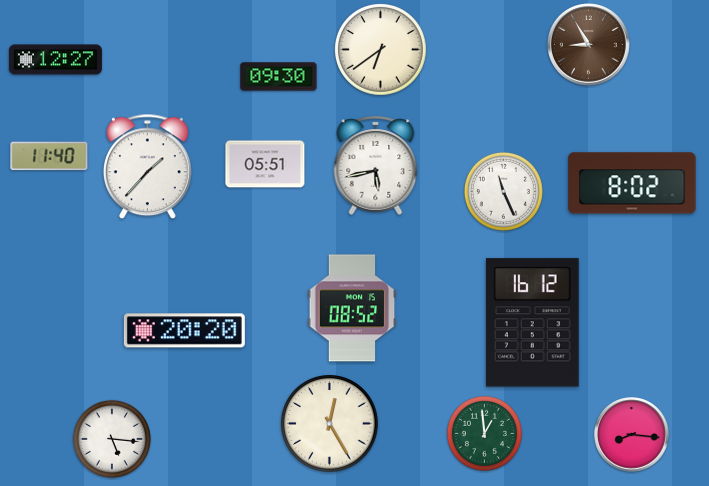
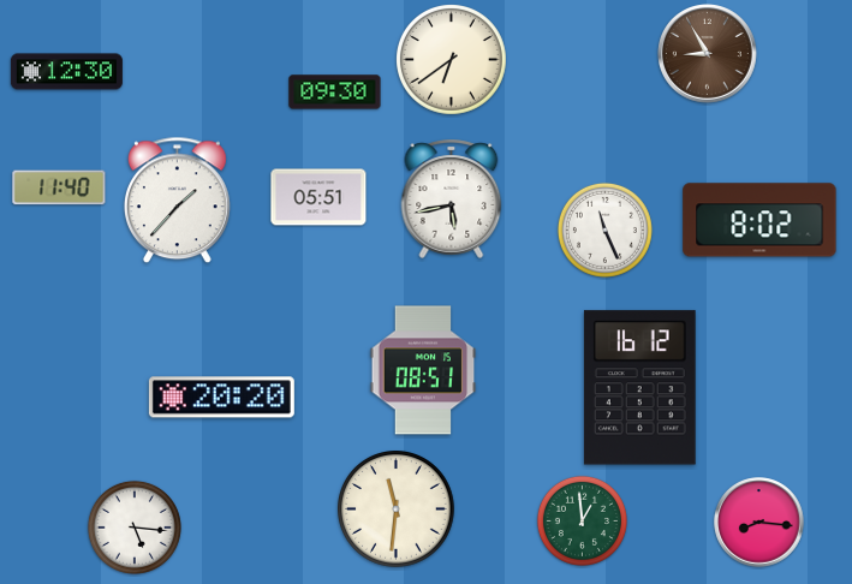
clock at (381, 50) position: (381, 50) -> (452, 60)
clock at (55, 60): 12:27 -> 12:30
clock at (352, 308): 08:52 -> 08:51
clock at (330, 424): 12:25 -> 11:31
